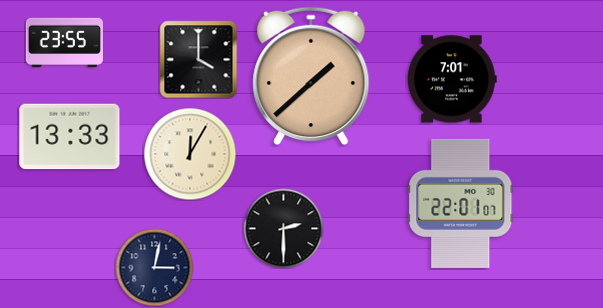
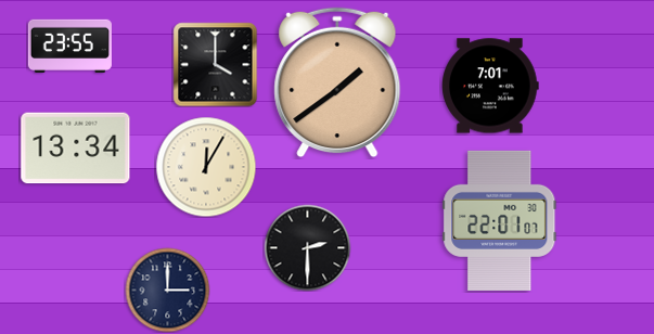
clock at (311, 76): 1:38 -> 1:39
clock at (70, 137): 13:33 -> 13:34
clock at (154, 267): 3:02 -> 3:00
